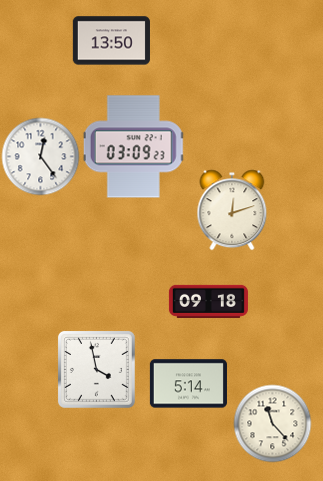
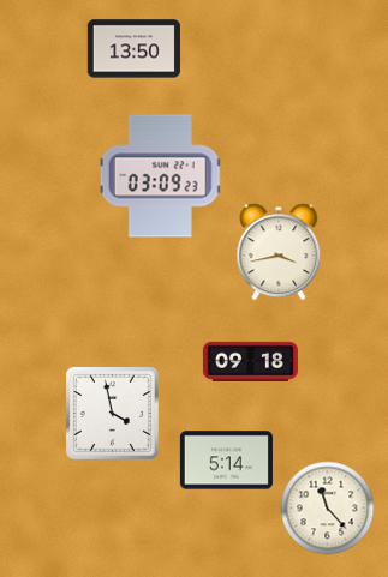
clock at (40, 156): 12:24 -> none
clock at (232, 210): 12:12 -> 3:43
clock at (96, 369) position: (96, 369) -> (112, 413)
